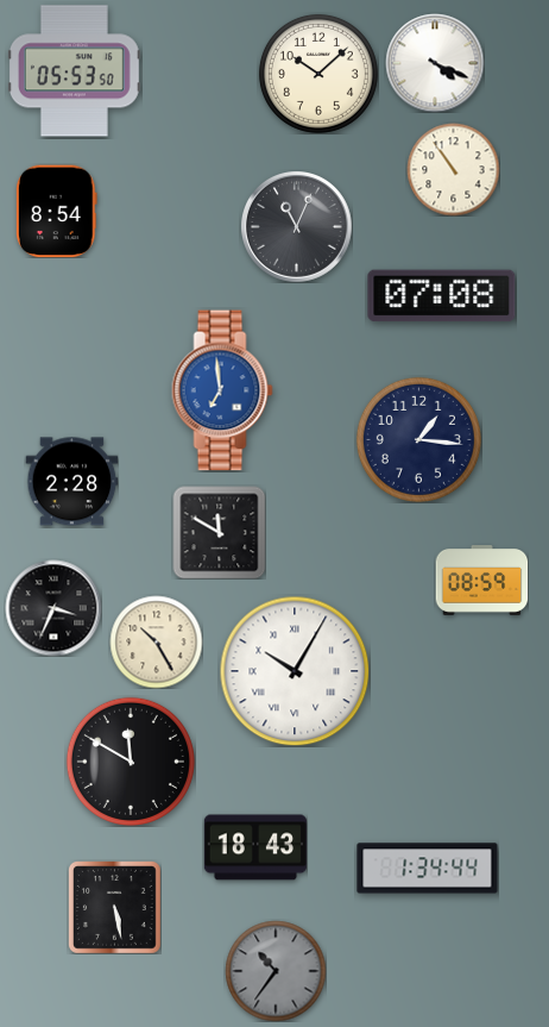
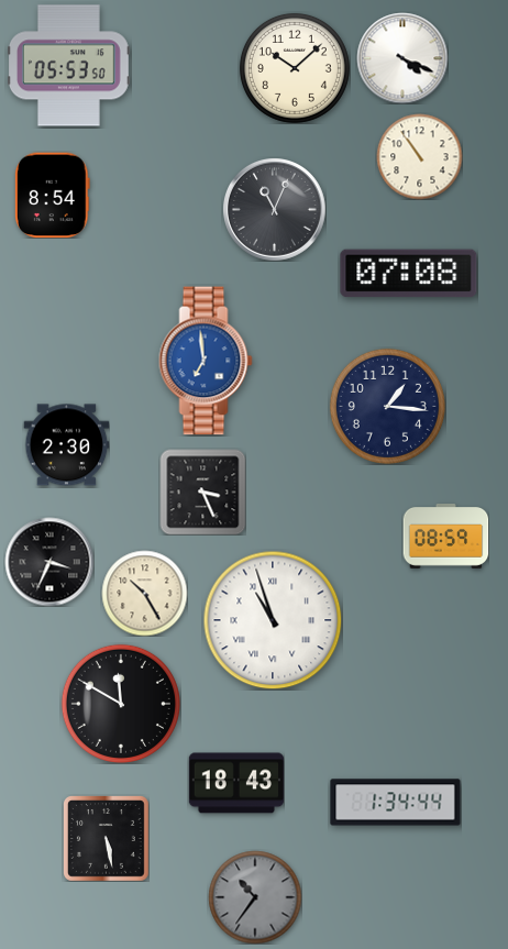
clock at (71, 482): 2:28 -> 2:30
clock at (219, 532): 11:50 -> 3:26
clock at (295, 671): 10:05 -> 10:57
